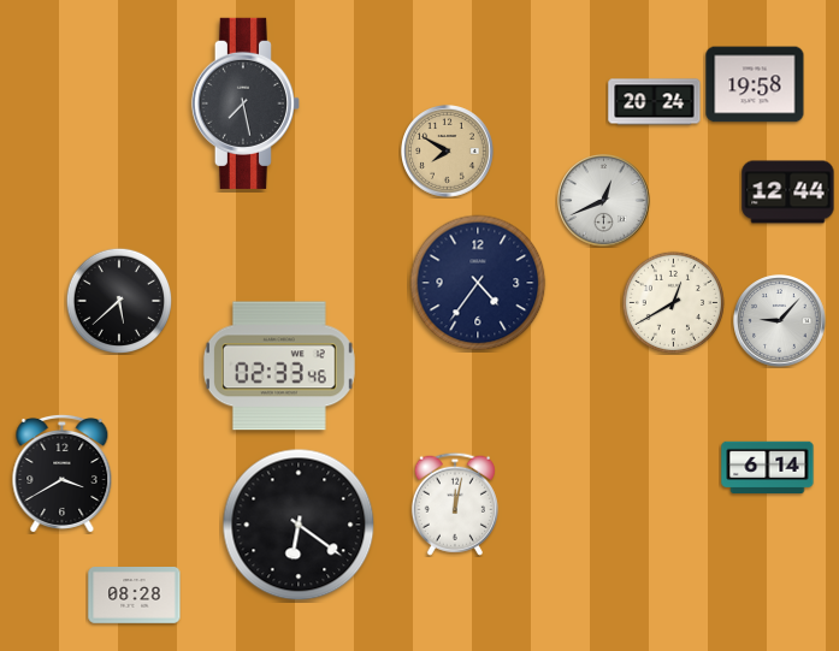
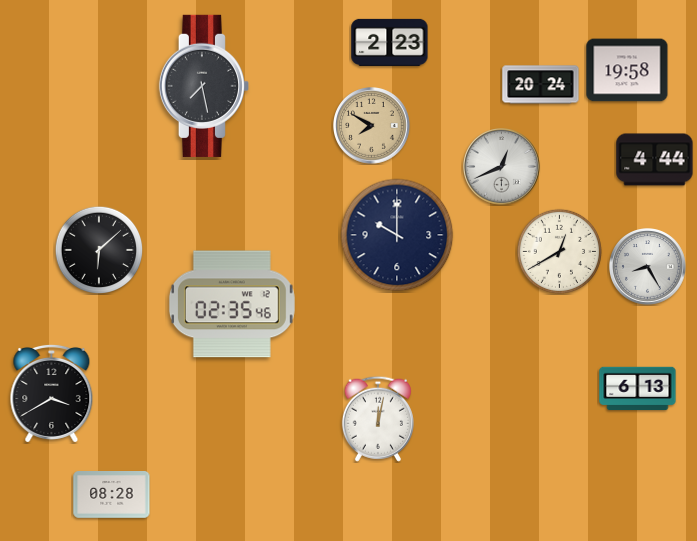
clock at (390, 42): none -> 2:23
clock at (655, 102) position: (655, 102) -> (541, 85)
clock at (788, 193): 12:44 -> 4:44
clock at (478, 283): 4:36 -> 10:00
clock at (119, 301): 5:38 -> 6:08
clock at (780, 321): 9:07 -> 8:25
clock at (279, 366): 02:33 -> 02:35
clock at (768, 468): 6:14 -> 6:13
clock at (299, 525): 6:21 -> none
